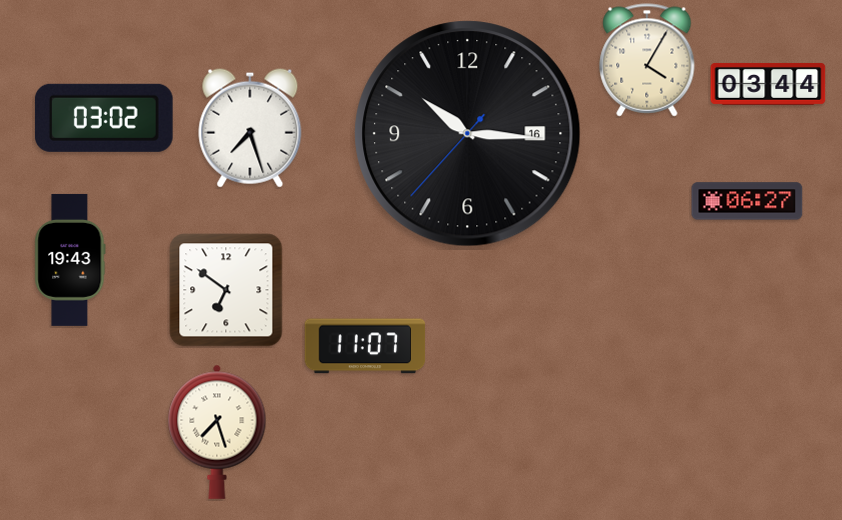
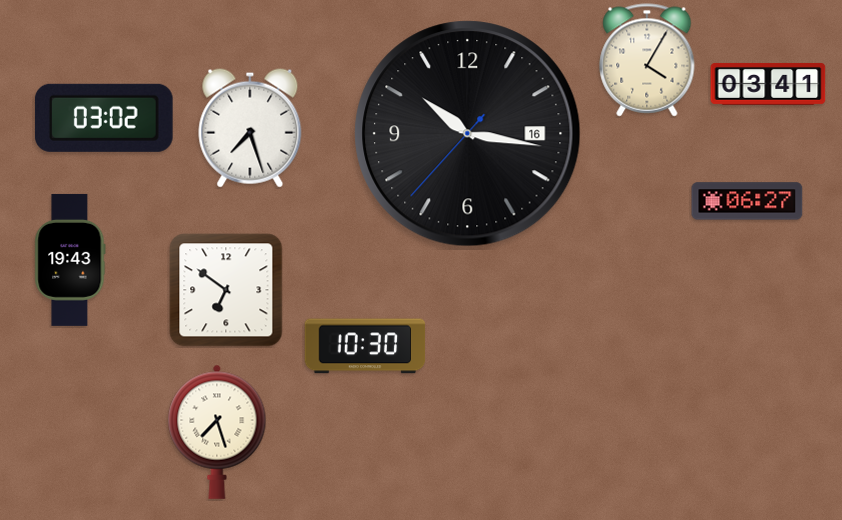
clock at (768, 84): 03:44 -> 03:41
clock at (468, 134): 10:15 -> 10:16
clock at (365, 346): 11:07 -> 10:30
